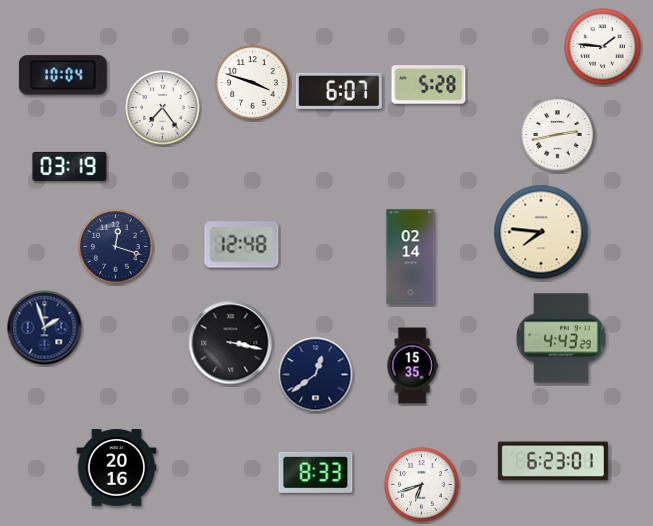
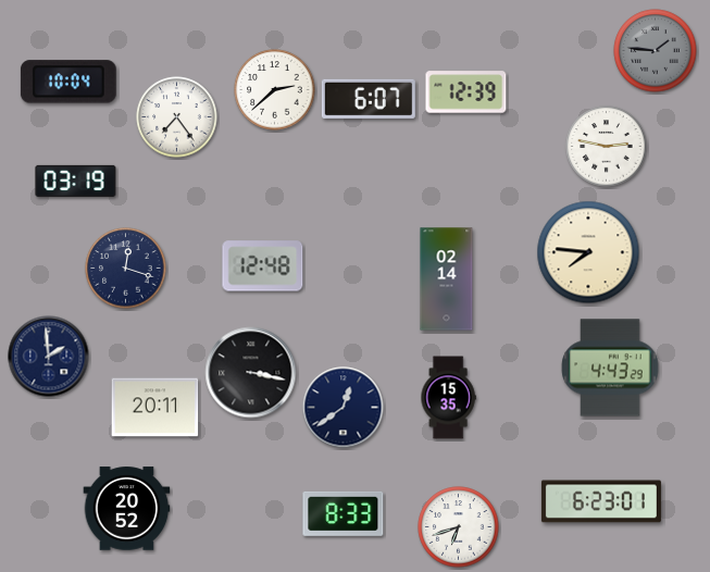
clock at (603, 47) dial: white -> grey
clock at (253, 83): 3:48 -> 2:38
clock at (429, 85): 5:28 -> 12:39
clock at (558, 135): 2:43 -> 2:47
clock at (45, 328): 1:57 -> 1:59
clock at (155, 408): none -> 20:11
clock at (117, 468): 20:16 -> 20:52
